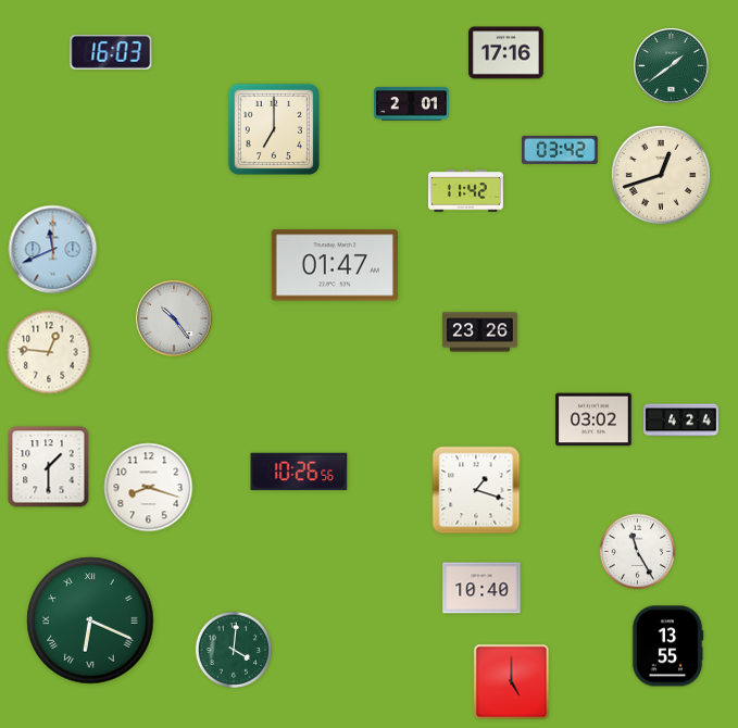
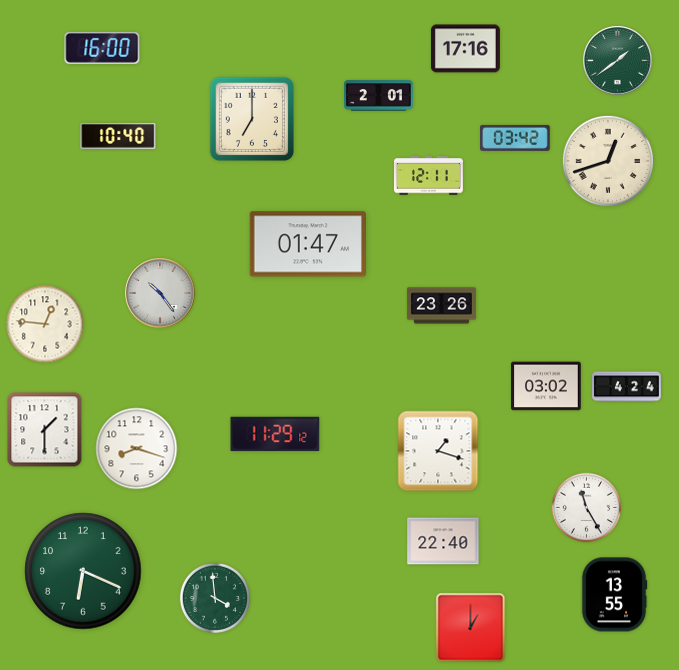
clock at (111, 52): 16:03 -> 16:00
clock at (118, 136): none -> 10:40
clock at (465, 191): 11:42 -> 12:11
clock at (53, 250): 11:41 -> none
clock at (299, 472): 10:26 -> 11:29
clock at (481, 588): 10:40 -> 22:40
clock at (90, 620) numerals: Roman -> Arabic
clock at (234, 650): 4:01 -> 3:59
clock at (512, 682): 5:00 -> 1:00
